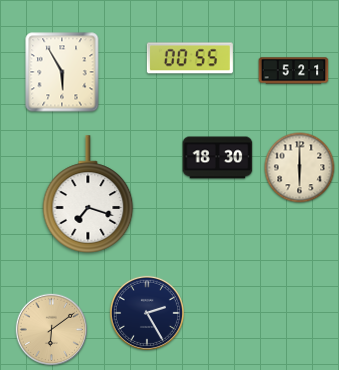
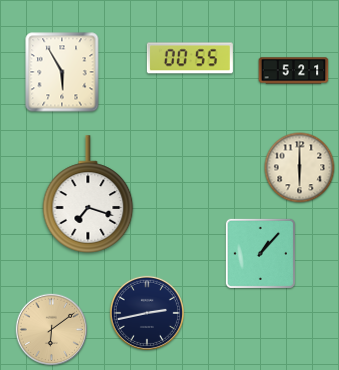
clock at (218, 158): 18:30 -> none
clock at (260, 253): none -> 1:07
clock at (147, 313): 2:25 -> 2:43
